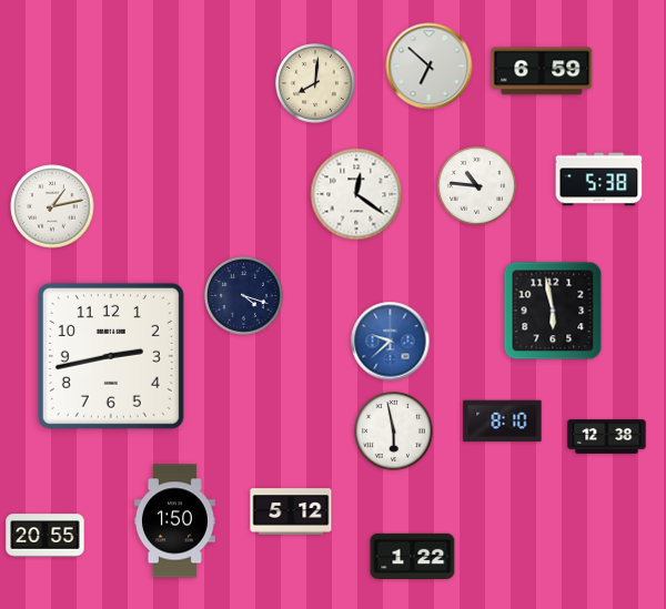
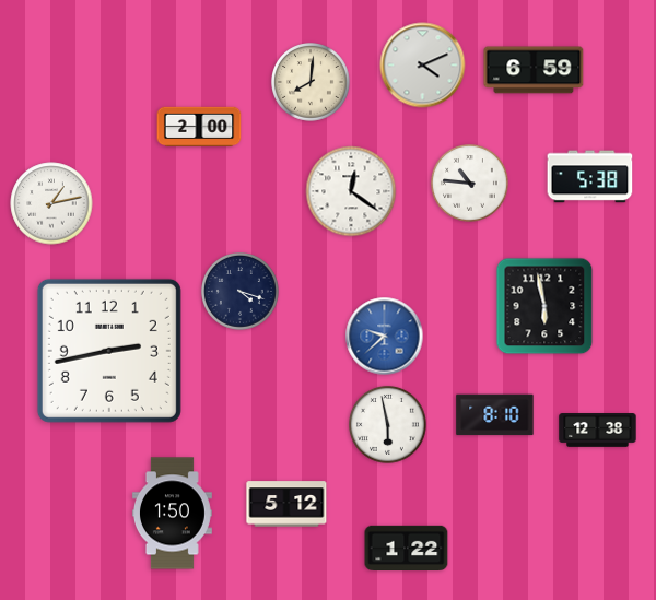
clock at (430, 67): 6:52 -> 4:11
clock at (199, 127): none -> 2:00
clock at (46, 536): 20:55 -> none
